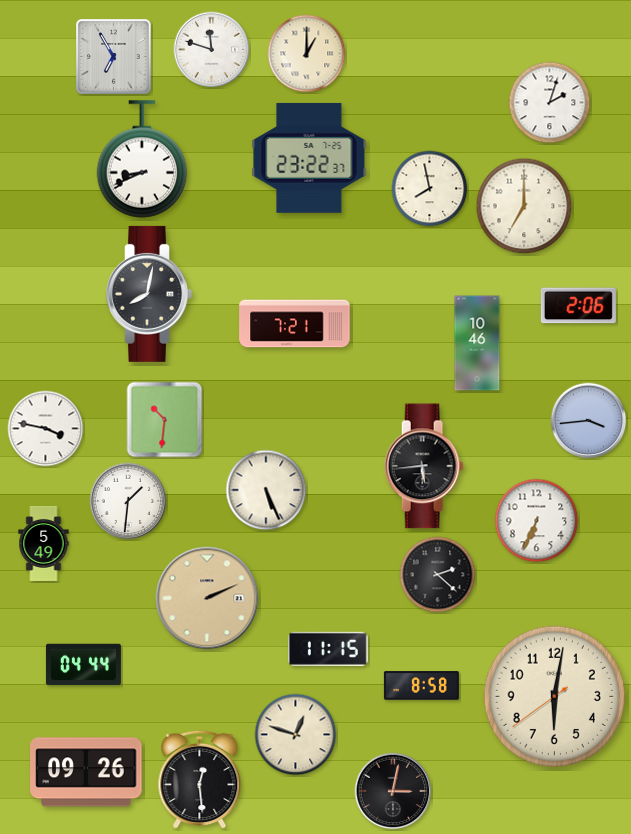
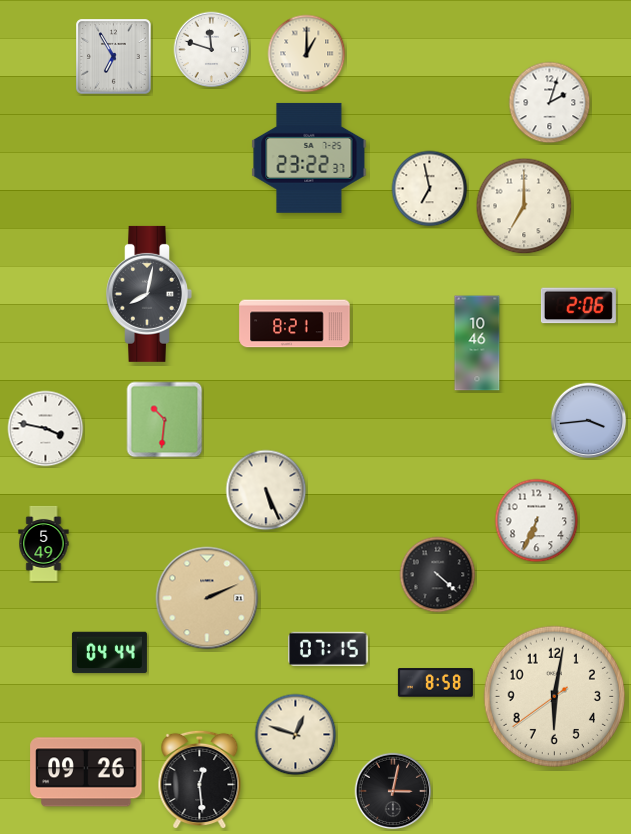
clock at (142, 159): 8:41 -> none
clock at (430, 189): 7:58 -> 6:58
clock at (295, 324): 7:21 -> 8:21
clock at (424, 466): 5:44 -> none
clock at (128, 501): 1:31 -> none
clock at (438, 575): 2:22 -> 4:22
clock at (328, 649): 11:15 -> 07:15
clock at (83, 665) position: (83, 665) -> (109, 653)
clock at (421, 686) position: (421, 686) -> (435, 683)
